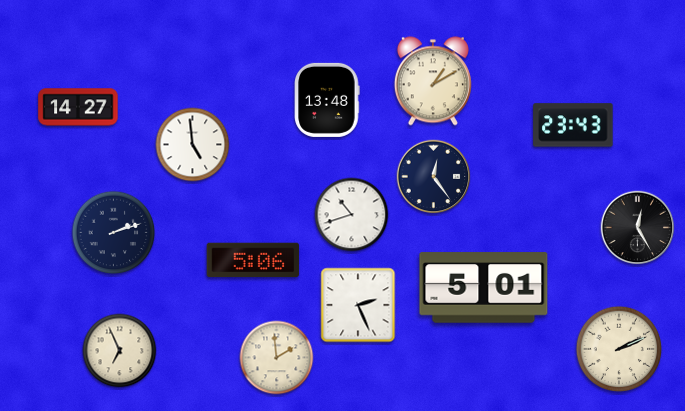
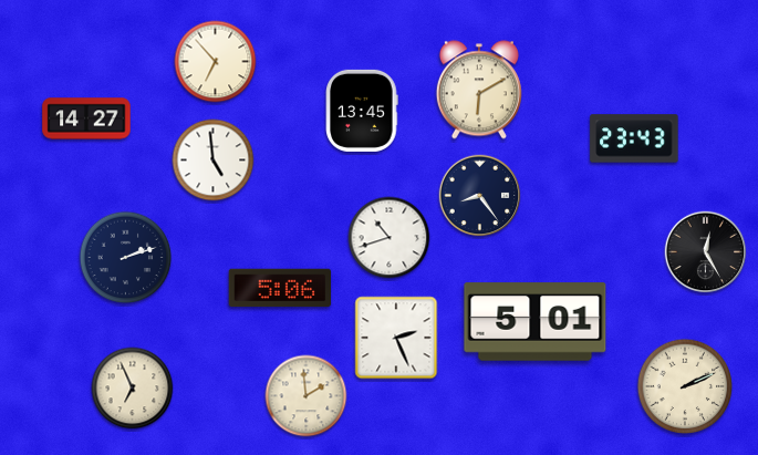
clock at (216, 62): none -> 6:53
clock at (433, 81): 1:10 -> 6:10
clock at (327, 100): 13:48 -> 13:45
clock at (434, 177): 12:24 -> 8:24
clock at (484, 288) position: (484, 288) -> (536, 322)
